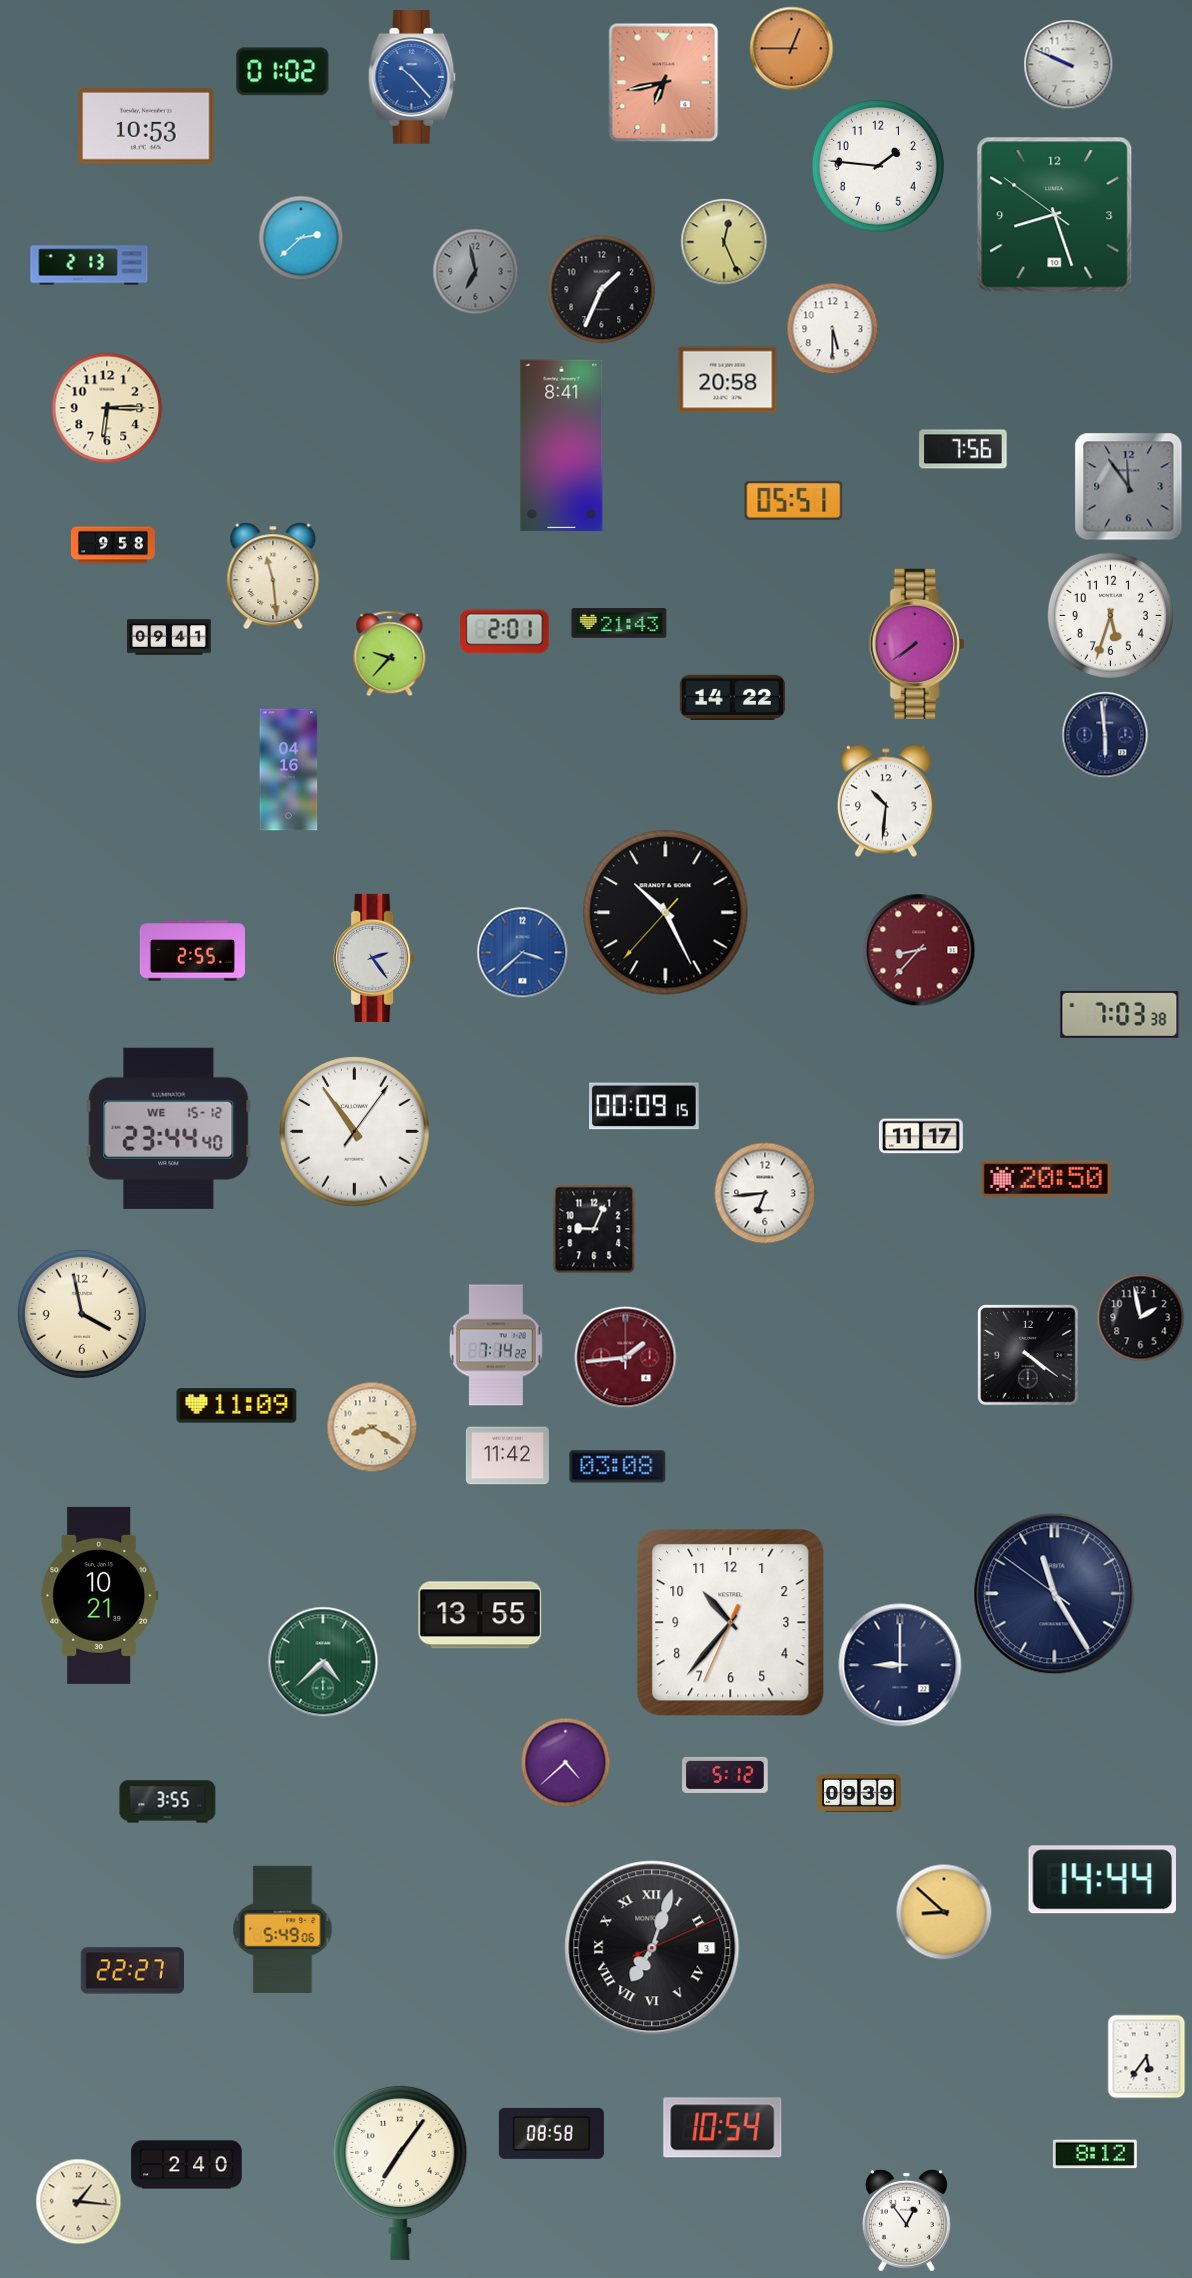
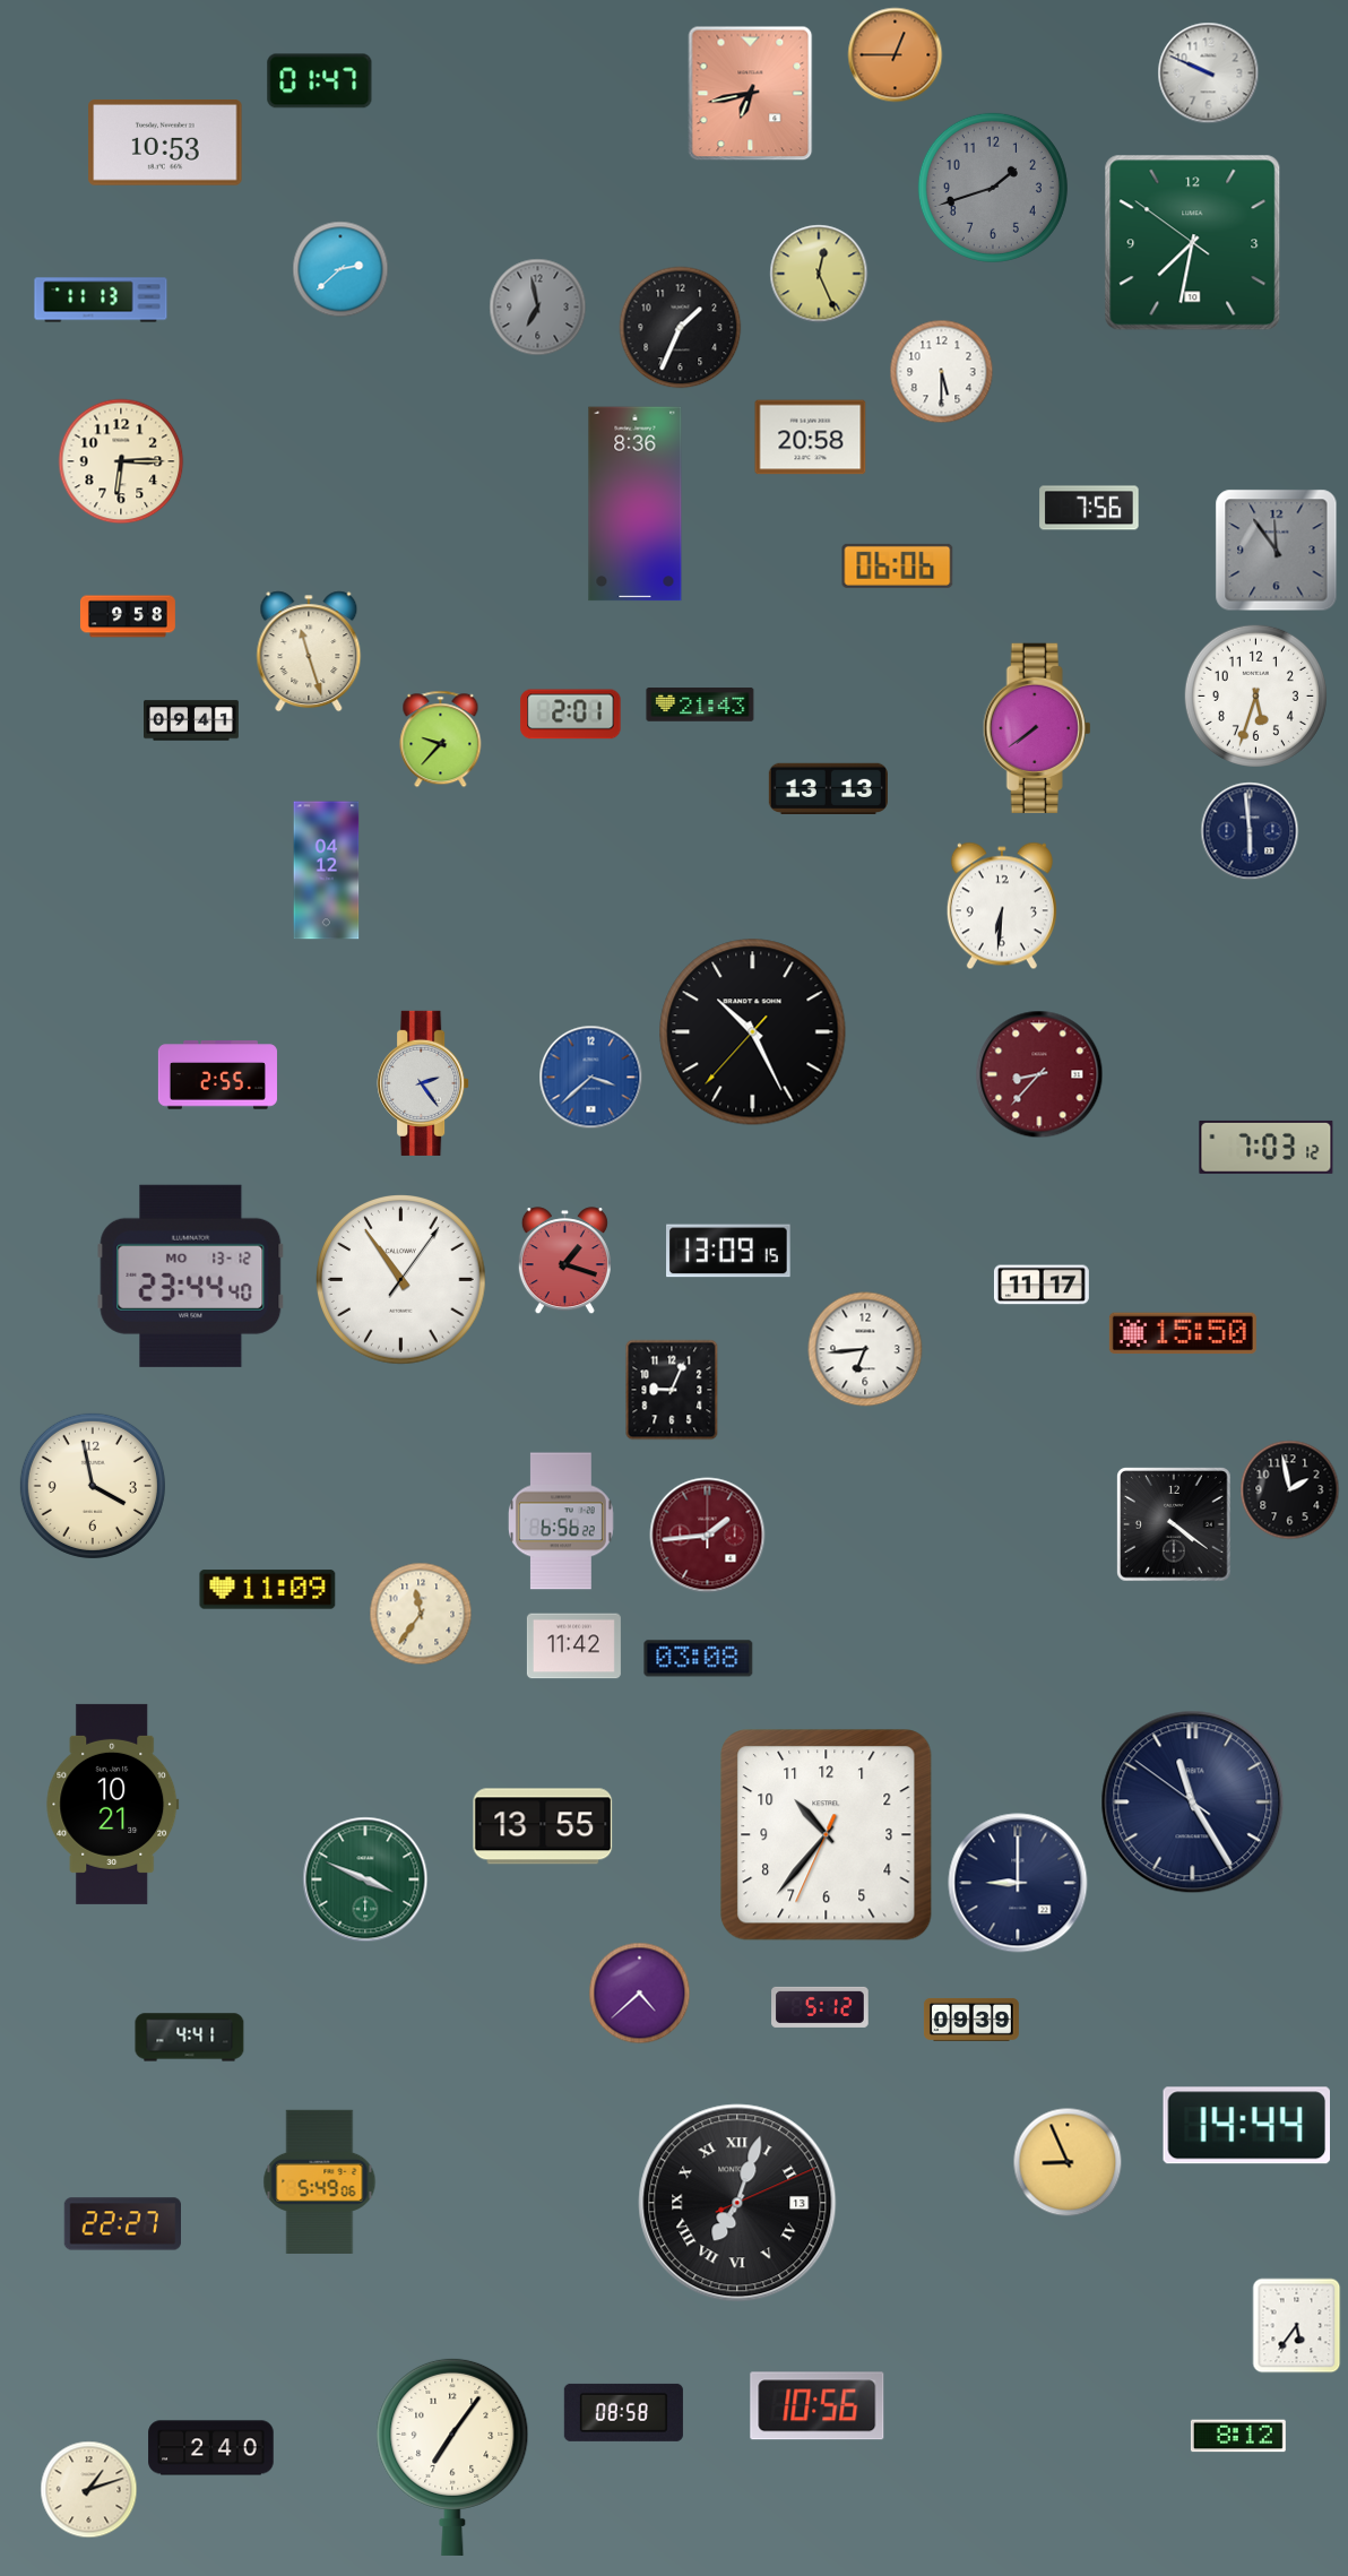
clock at (283, 72): 01:02 -> 01:47
clock at (412, 77): 10:23 -> none
clock at (878, 166): 1:46 -> 1:42
clock at (878, 166) dial: white -> grey
clock at (1055, 215): 8:26 -> 7:31
clock at (89, 265): 2:13 -> 11:13
clock at (728, 380) position: (728, 380) -> (811, 438)
clock at (562, 446): 8:41 -> 8:36
clock at (794, 500): 05:51 -> 06:06
clock at (273, 576): 11:29 -> 11:27
clock at (732, 697): 14:22 -> 13:13
clock at (289, 770): 04:16 -> 04:12
clock at (886, 801): 10:31 -> 6:31
clock at (1120, 1014): 7:03:38 -> 7:03:12
clock at (645, 1106): 00:09 -> 13:09
clock at (564, 1261): none -> 1:18
clock at (169, 1128) date: WE 15-12 -> MO 13-12
clock at (1046, 1179): 20:50 -> 15:50
clock at (496, 1345): 7:14 -> 6:56
clock at (1028, 1355) position: (1028, 1355) -> (1174, 1524)
clock at (372, 1427): 8:20 -> 11:36
clock at (323, 1662): 4:38 -> 3:49
clock at (859, 1793) position: (859, 1793) -> (971, 2020)
clock at (168, 1802): 3:55 -> 4:41
clock at (944, 1912): 8:52 -> 8:56
clock at (652, 1948) date: 3 -> 13
clock at (132, 1971) position: (132, 1971) -> (122, 2224)
clock at (723, 2128): 10:54 -> 10:56
clock at (79, 2202): 1:16 -> 1:12
clock at (906, 2220): 12:54 -> none
